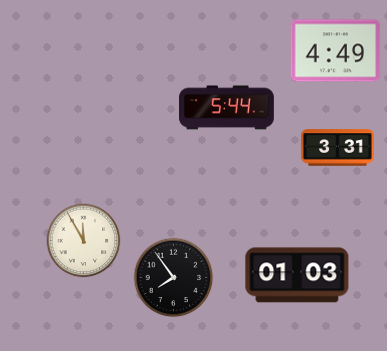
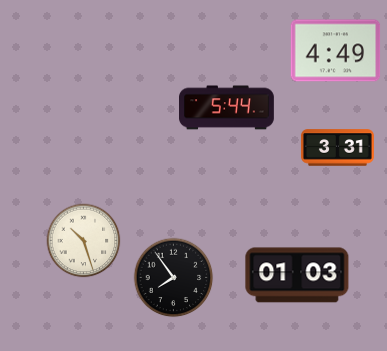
clock at (84, 241): 11:55 -> 10:27
